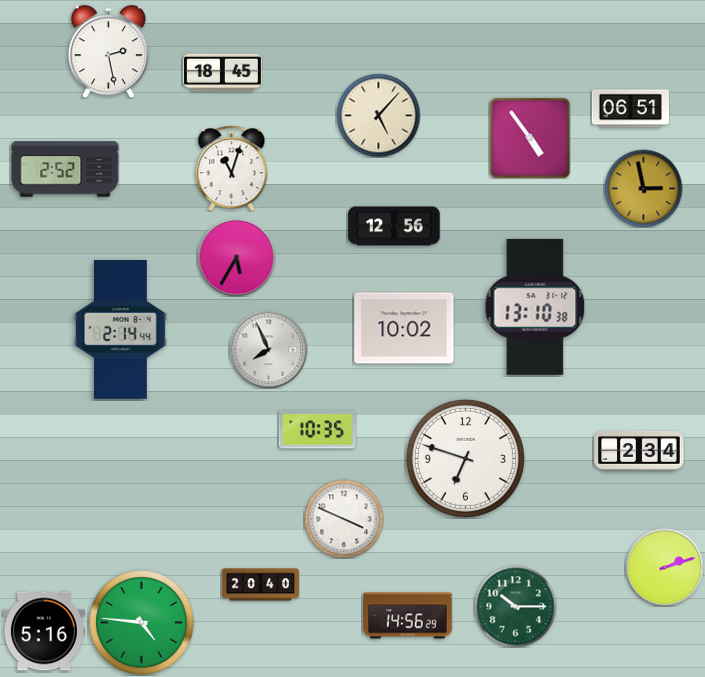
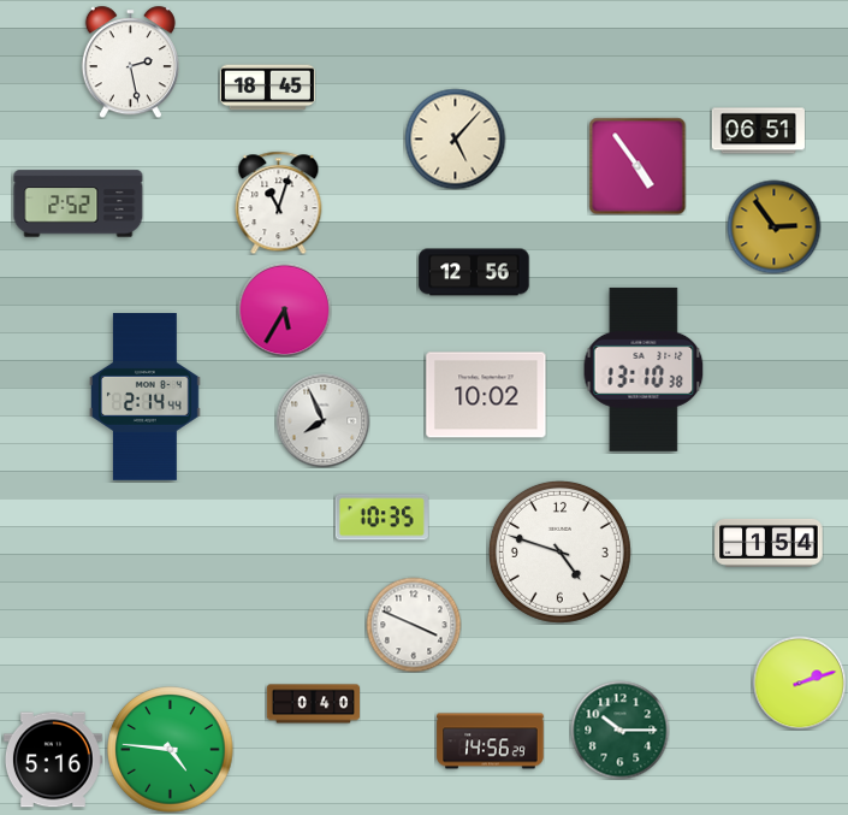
clock at (643, 188): 2:58 -> 2:54
clock at (639, 451): 2:34 -> 1:54
clock at (465, 458): 6:48 -> 4:48
clock at (260, 585): 20:40 -> 0:40
